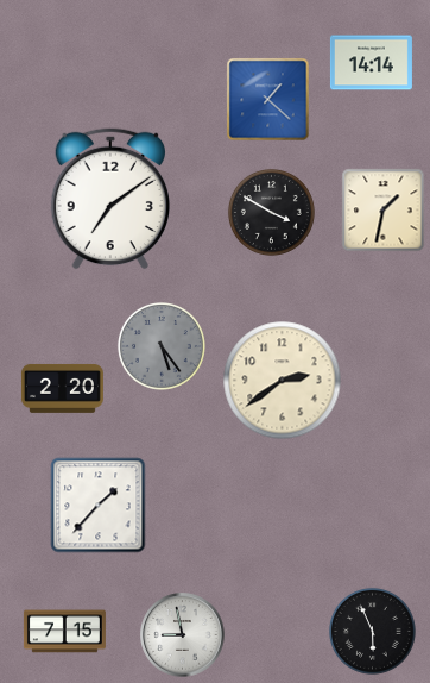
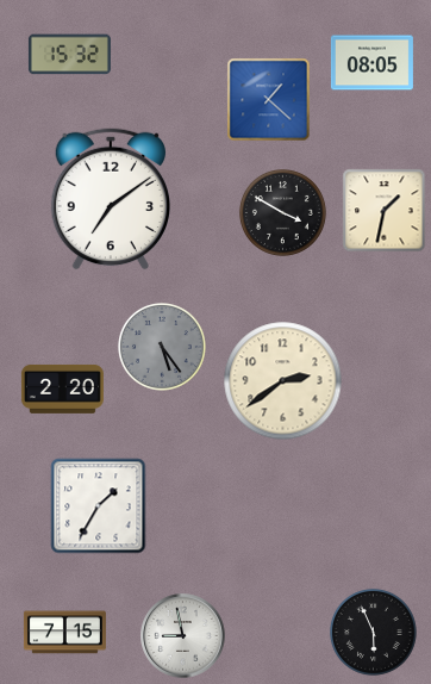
clock at (69, 55): none -> 15:32
clock at (371, 63): 14:14 -> 08:05
clock at (271, 212) position: (271, 212) -> (282, 212)
clock at (99, 506): 1:37 -> 1:35
